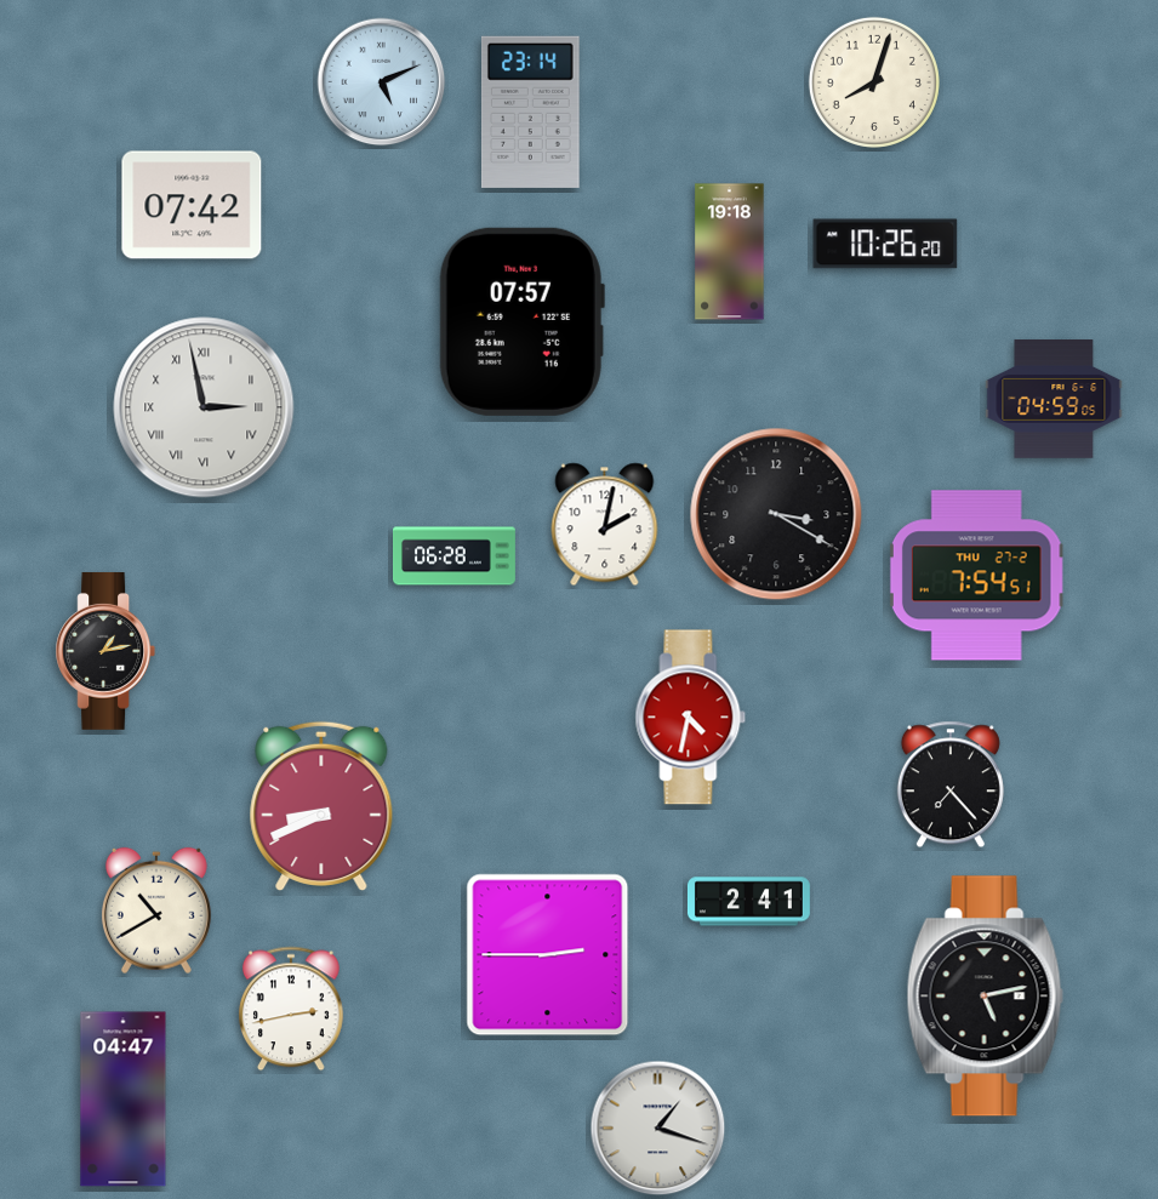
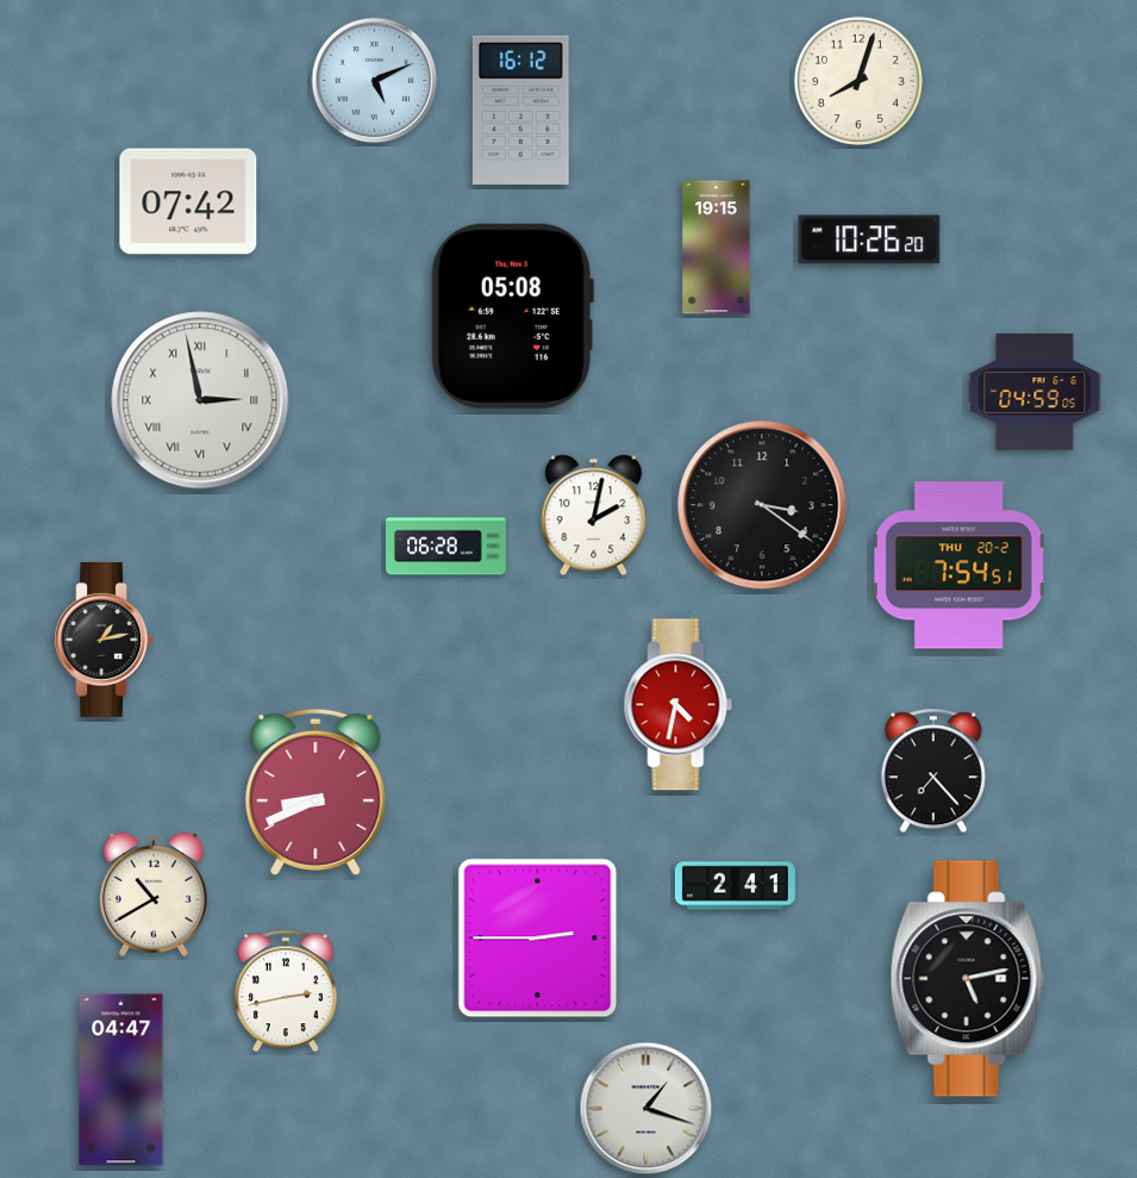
clock at (530, 112): 23:14 -> 16:12
clock at (730, 252): 19:18 -> 19:15
clock at (521, 321): 07:57 -> 05:08
clock at (776, 514): 3:20 -> 3:21
clock at (976, 576) date: THU 27-2 -> THU 20-2
